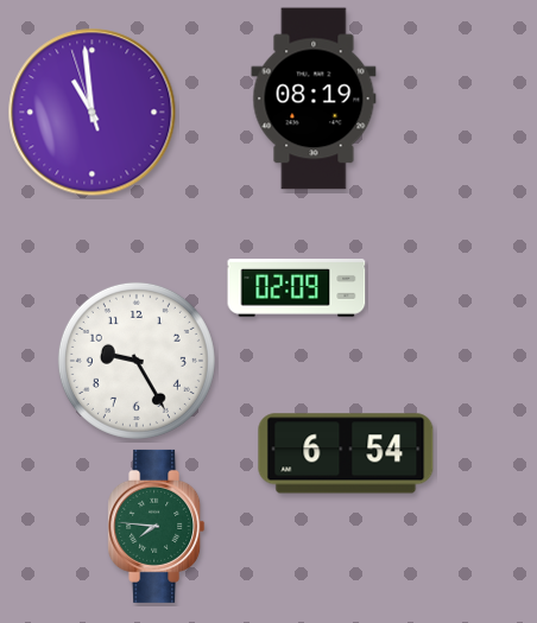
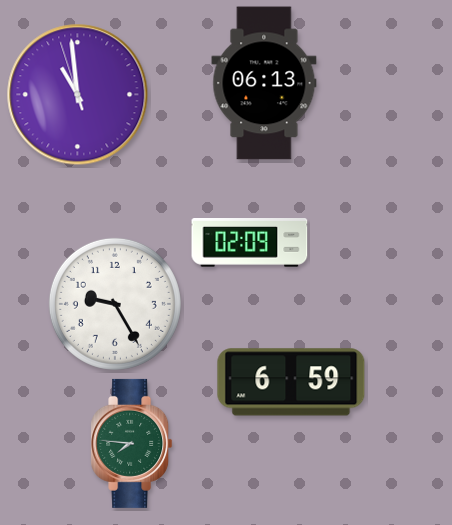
clock at (314, 98): 08:19 -> 06:13
clock at (346, 453): 6:54 -> 6:59
